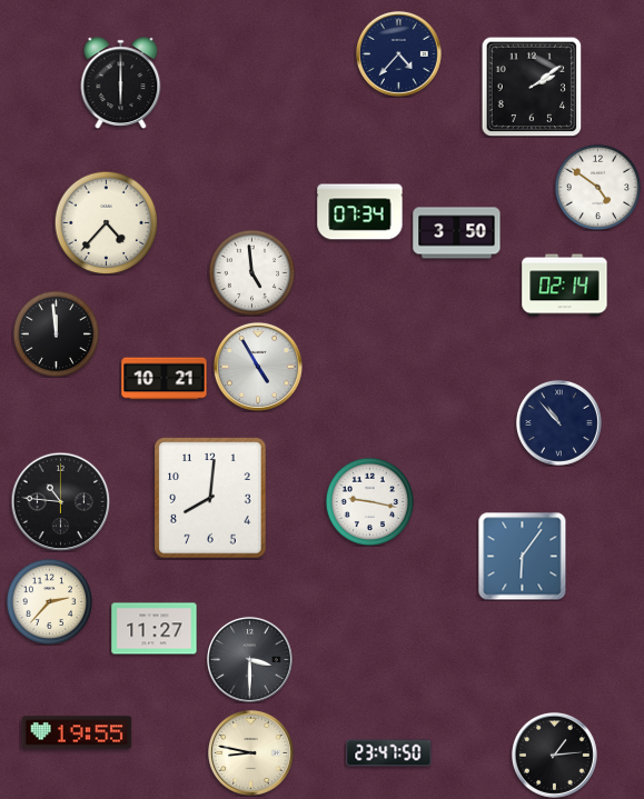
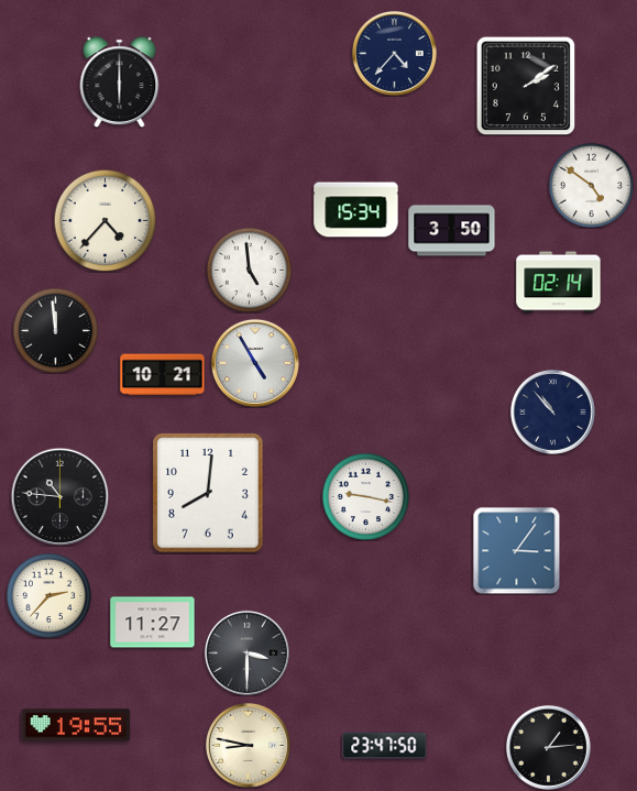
clock at (360, 212): 07:34 -> 15:34
clock at (558, 422) position: (558, 422) -> (552, 411)
clock at (522, 556): 6:06 -> 3:06
